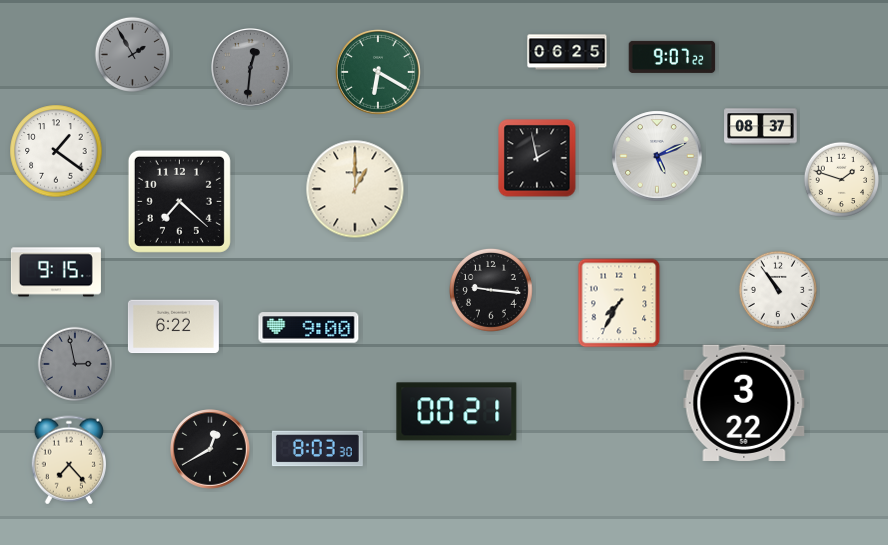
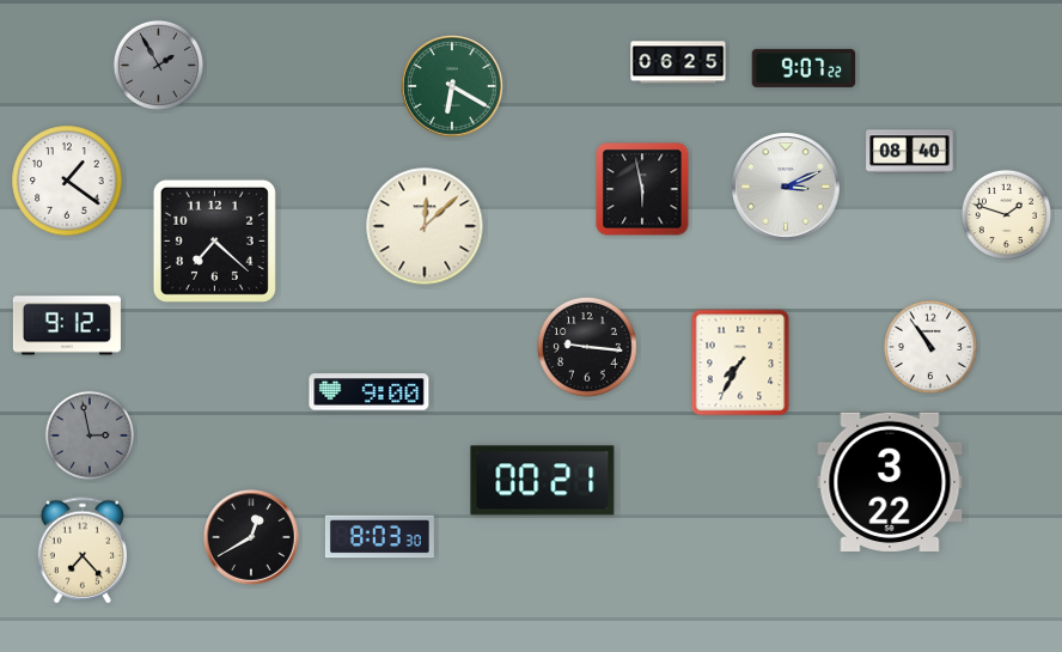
clock at (251, 68): 12:31 -> none
clock at (761, 127): 08:37 -> 08:40
clock at (657, 156): 5:11 -> 3:11
clock at (537, 158): 1:58 -> 5:58
clock at (355, 189): 1:00 -> 12:08
clock at (56, 272): 9:15 -> 9:12
clock at (173, 327): 6:22 -> none
clock at (457, 412) position: (457, 412) -> (543, 481)
